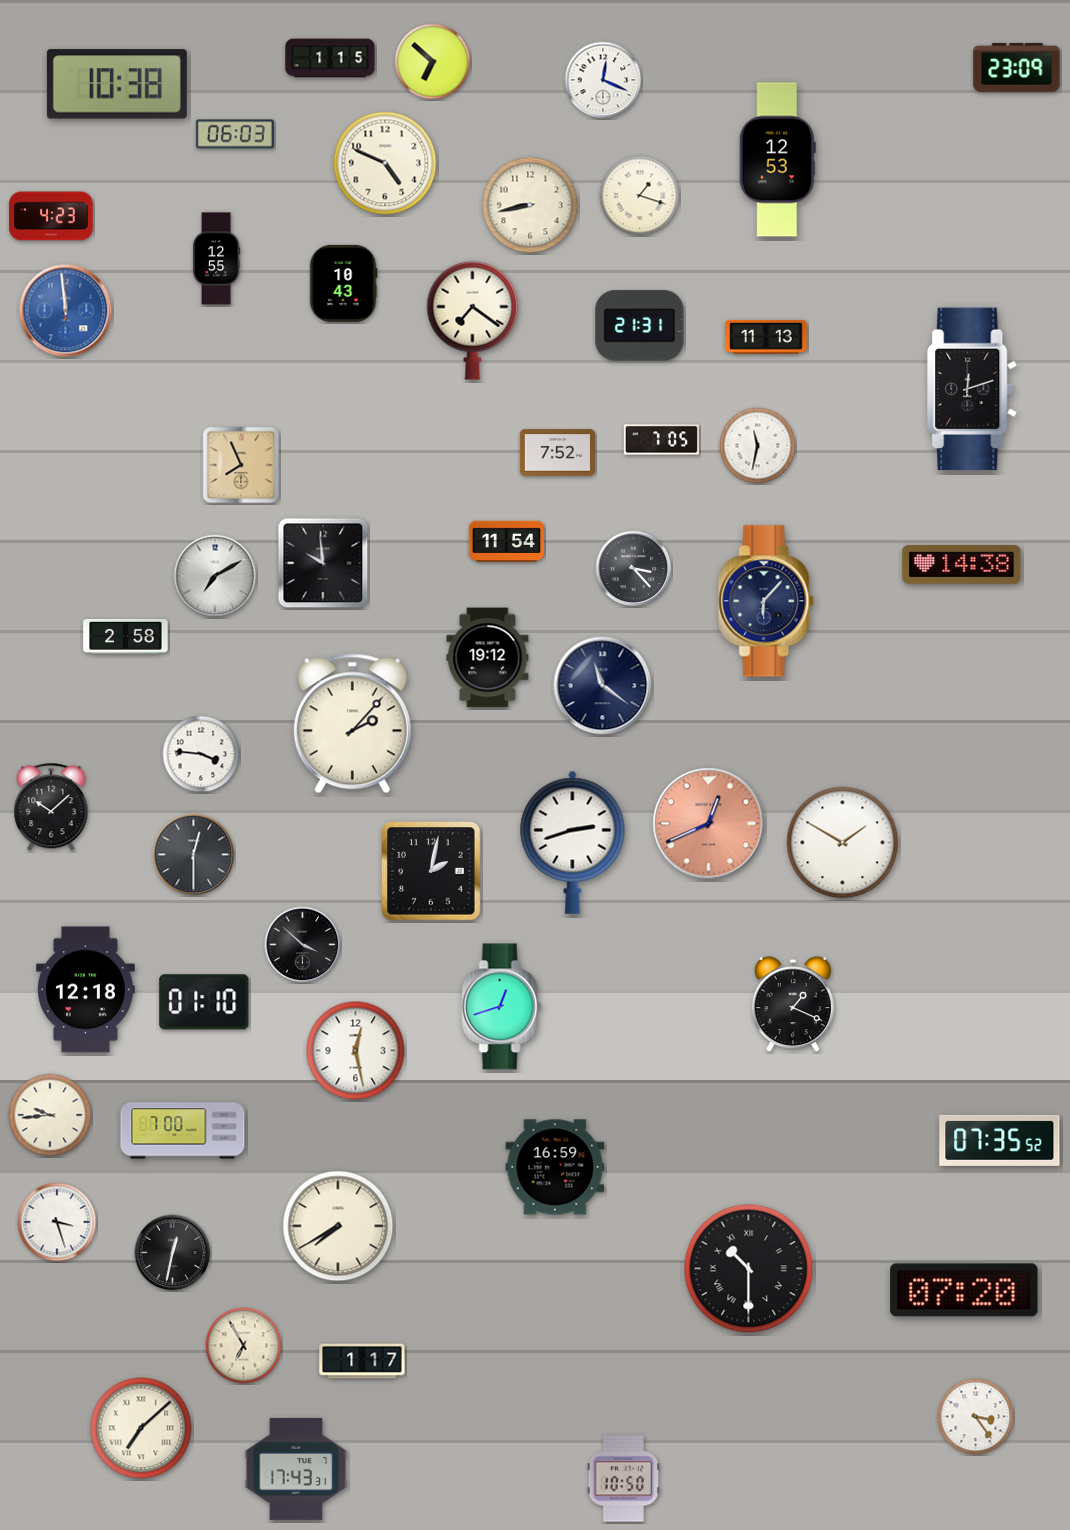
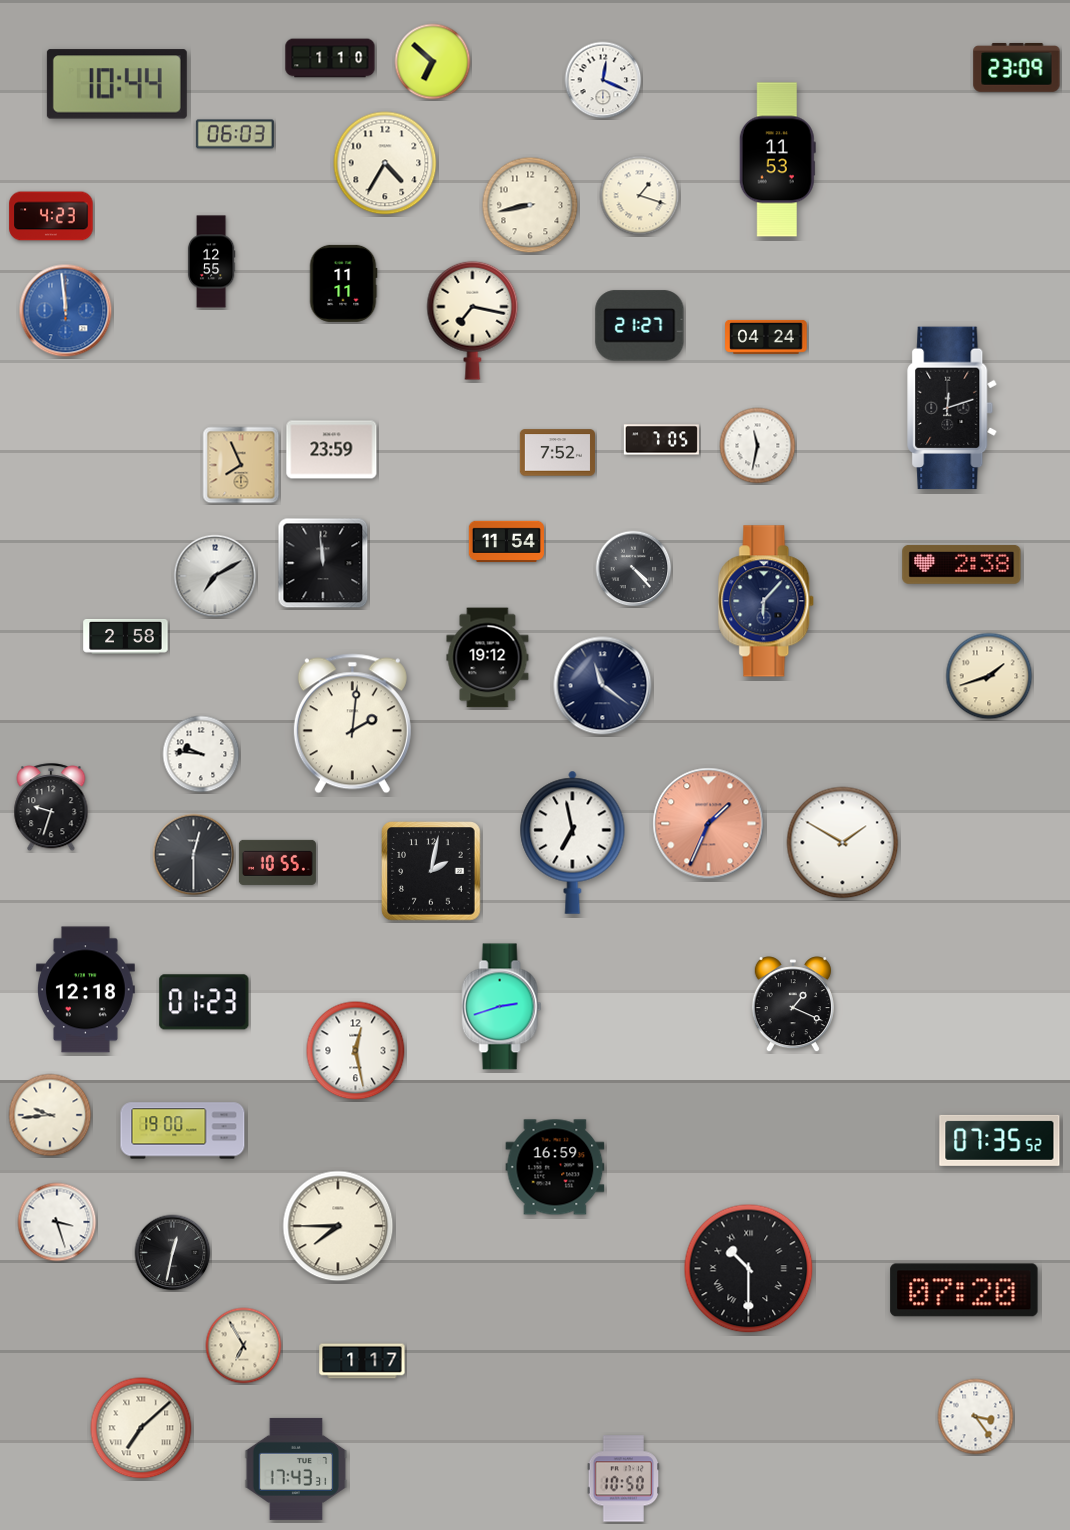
clock at (330, 58): 1:15 -> 1:10
clock at (117, 84): 10:38 -> 10:44
clock at (777, 160): 12:53 -> 11:53
clock at (385, 163): 4:49 -> 4:35
clock at (216, 259) position: (216, 259) -> (211, 262)
clock at (343, 283): 10:43 -> 11:11
clock at (473, 320): 7:21 -> 7:17
clock at (640, 326): 21:31 -> 21:27
clock at (766, 337): 11:13 -> 04:24
clock at (973, 389) position: (973, 389) -> (953, 408)
clock at (332, 450): none -> 23:59
clock at (323, 563): 9:59 -> 11:59
clock at (962, 564): 14:38 -> 2:38
clock at (634, 569): 3:23 -> 4:23
clock at (989, 676): none -> 1:42
clock at (352, 724): 2:07 -> 2:01
clock at (201, 754): 3:46 -> 9:46
clock at (51, 808): 10:08 -> 9:33
clock at (709, 824): 12:41 -> 1:34
clock at (573, 842): 2:42 -> 6:58
clock at (277, 862): none -> 10:55
clock at (303, 945): 3:52 -> none
clock at (204, 1002): 01:10 -> 01:23
clock at (502, 1007): 12:42 -> 2:42
clock at (183, 1131): 7:00 -> 19:00
clock at (338, 1226): 7:40 -> 7:45
